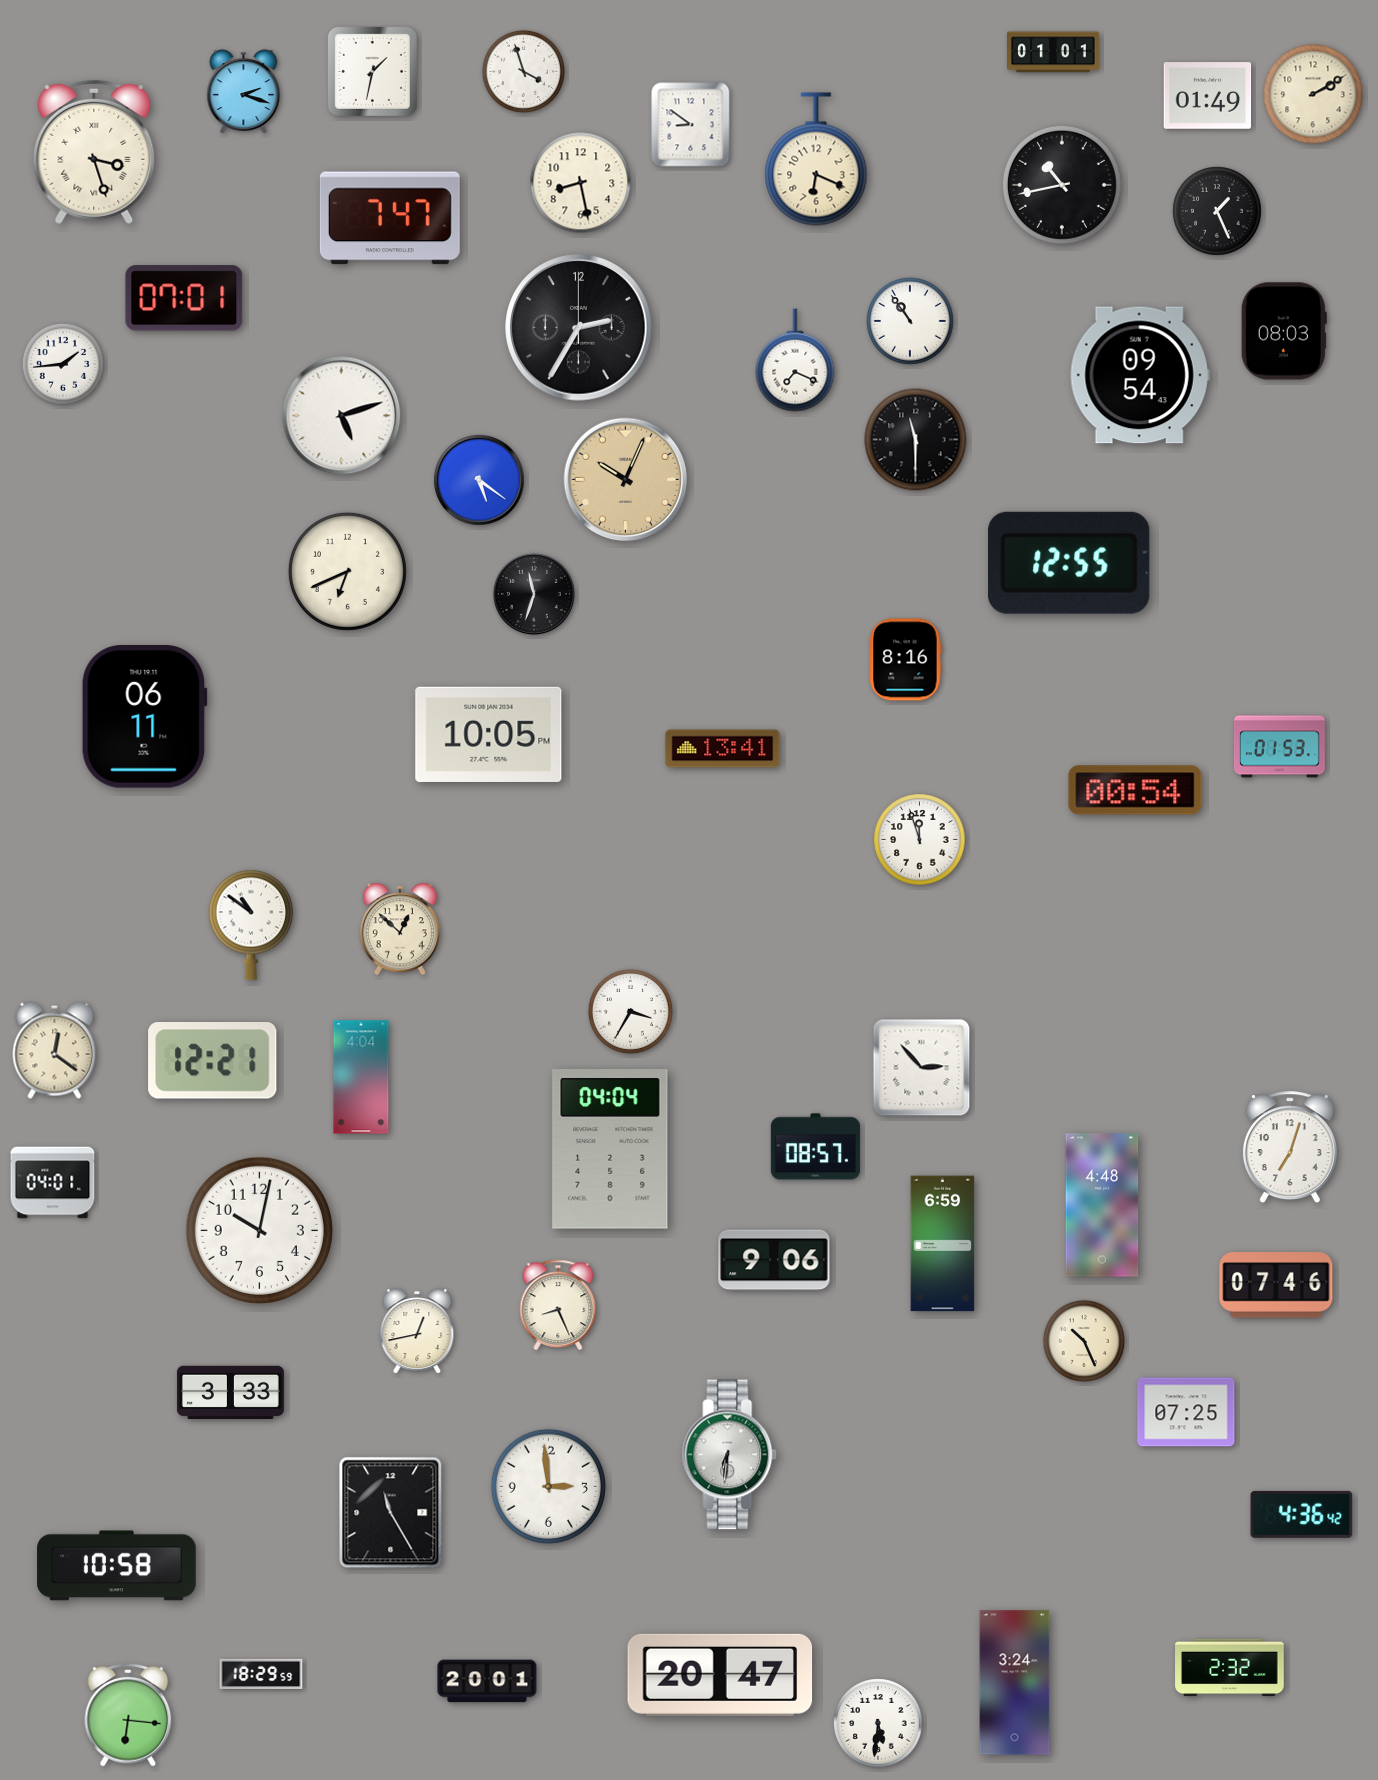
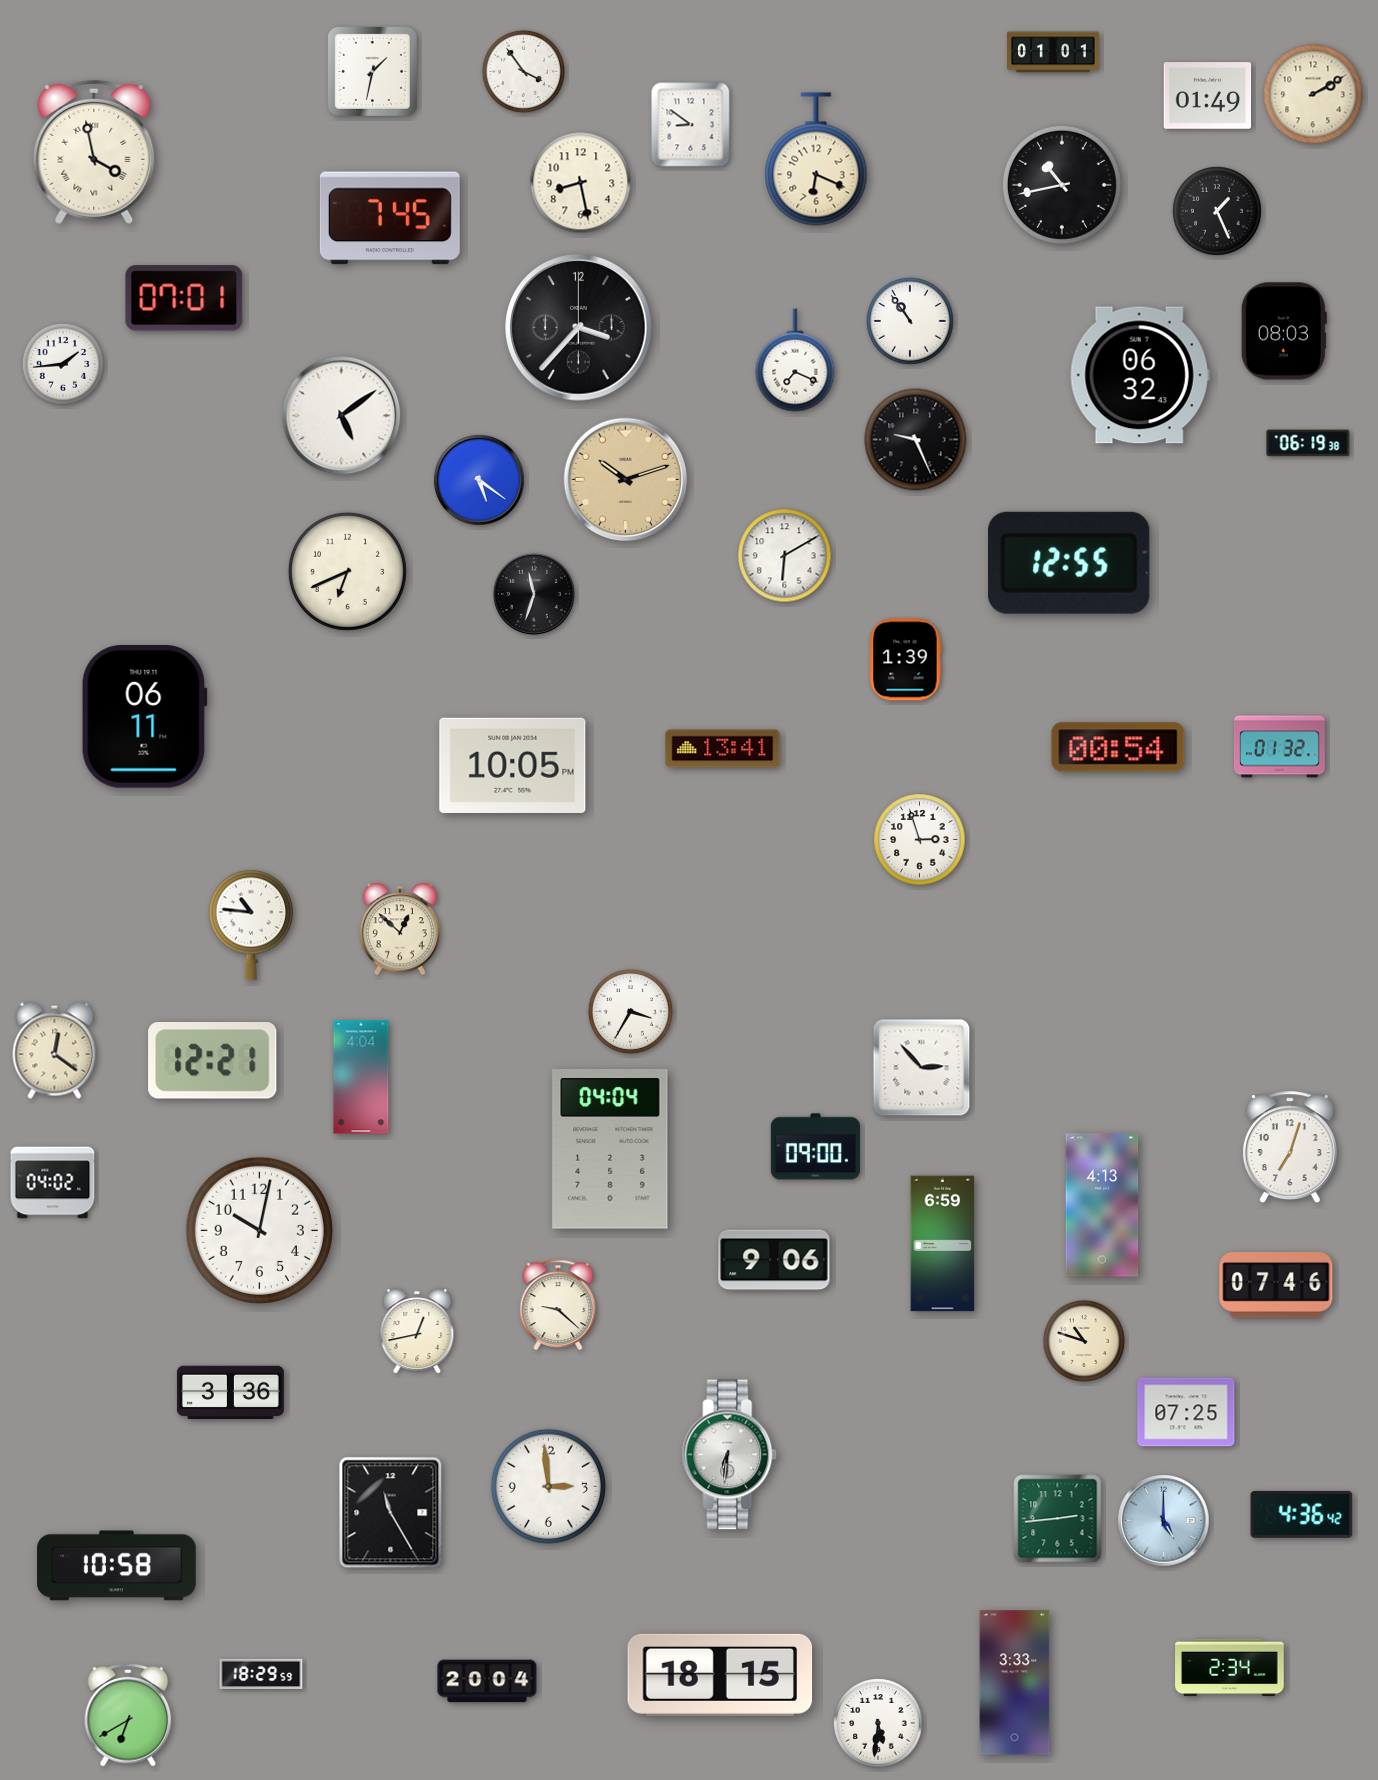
clock at (523, 71): 3:57 -> 3:54
clock at (244, 92): 2:18 -> none
clock at (94, 152): 3:27 -> 3:58
clock at (390, 218): 7:47 -> 7:45
clock at (579, 328): 2:35 -> 3:37
clock at (1140, 375): 09:54 -> 06:32
clock at (342, 416): 5:12 -> 5:09
clock at (916, 440): 11:30 -> 9:26
clock at (1308, 443): none -> 06:19
clock at (626, 480): 10:04 -> 10:12
clock at (785, 556): none -> 6:10
clock at (906, 660): 8:16 -> 1:39
clock at (489, 734) position: (489, 734) -> (513, 765)
clock at (1279, 747): 01:53 -> 01:32
clock at (1135, 790) position: (1135, 790) -> (1118, 747)
clock at (920, 840): 11:57 -> 2:57
clock at (251, 925): 10:51 -> 10:46
clock at (815, 1147): 08:57 -> 09:00
clock at (53, 1183): 04:01 -> 04:02
clock at (1102, 1205): 4:48 -> 4:13
clock at (558, 1304): 8:26 -> 9:22
clock at (1083, 1340): 10:26 -> 10:48
clock at (230, 1393): 3:33 -> 3:36
clock at (1058, 1519): none -> 2:44
clock at (1164, 1521): none -> 5:00
clock at (1230, 1668): 2:32 -> 2:34
clock at (720, 1675): 20:47 -> 18:15
clock at (487, 1681): 20:01 -> 20:04
clock at (1015, 1683): 3:24 -> 3:33
clock at (128, 1716): 6:16 -> 6:40
